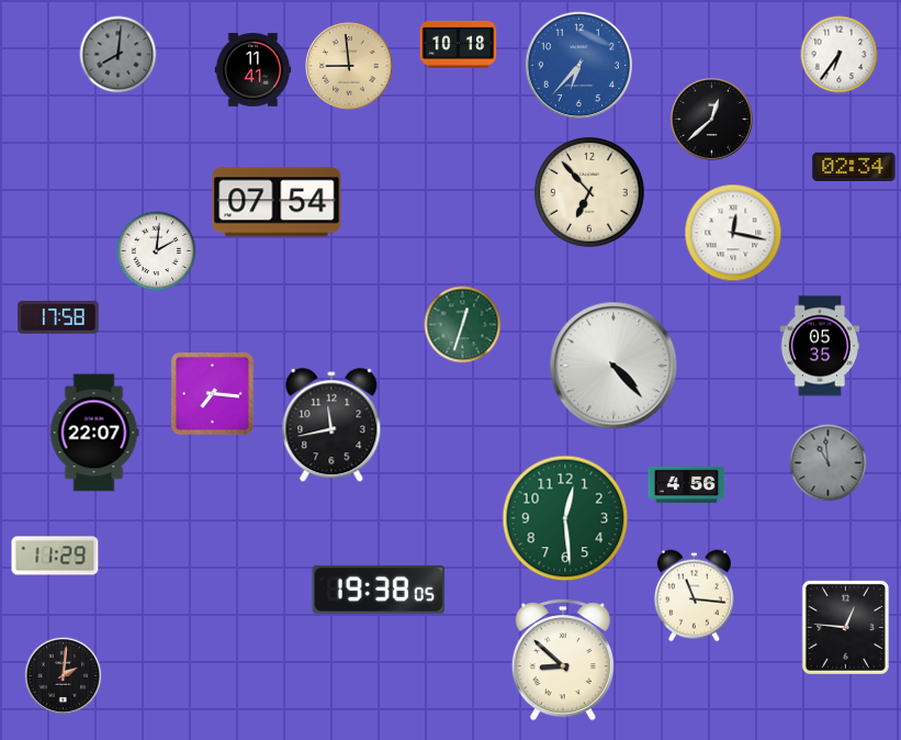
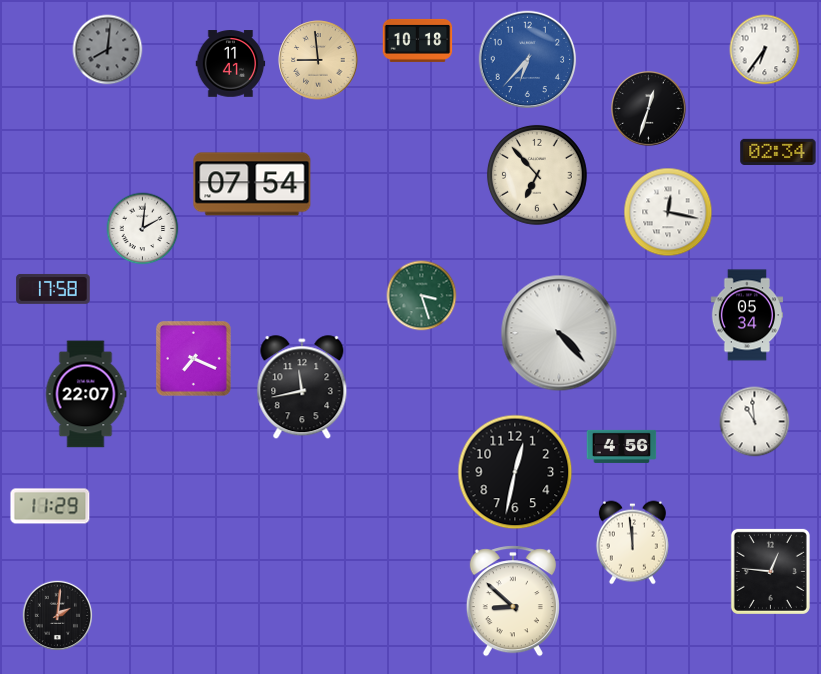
clock at (712, 120): 12:38 -> 12:33
clock at (463, 325): 12:33 -> 3:27
clock at (819, 346): 05:35 -> 05:34
clock at (212, 393): 7:16 -> 7:19
clock at (829, 463) dial: grey -> white
clock at (687, 484) position: (687, 484) -> (622, 446)
clock at (565, 518): 12:29 -> 12:32
clock at (565, 518) dial: green -> black
clock at (379, 590): 19:38 -> none
clock at (694, 596): 11:16 -> 11:59
